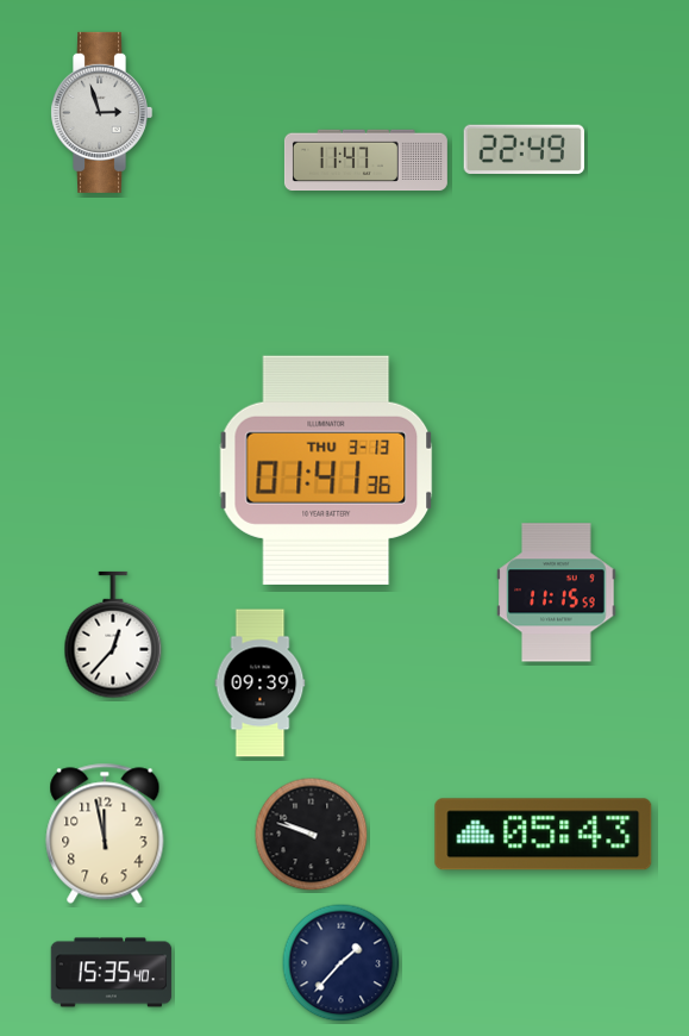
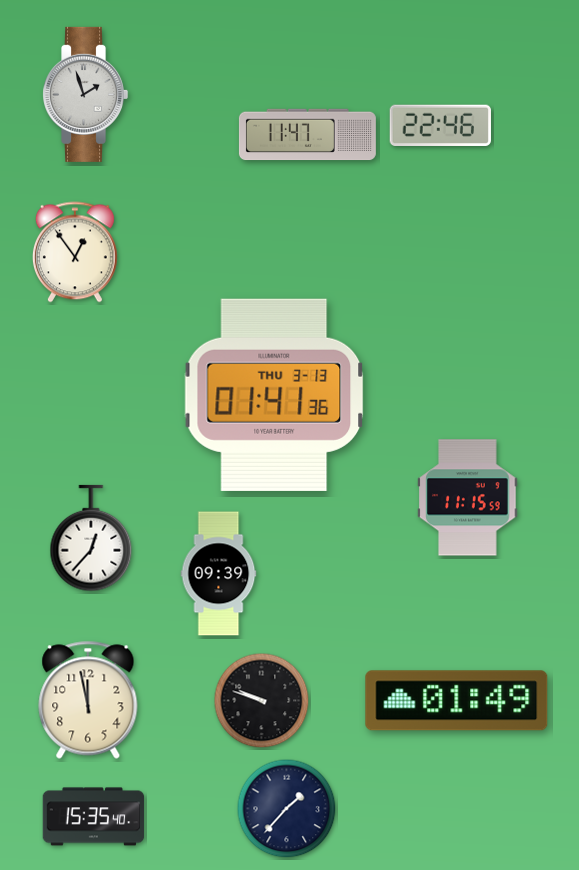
clock at (102, 112): 2:57 -> 1:57
clock at (524, 149): 22:49 -> 22:46
clock at (75, 252): none -> 12:54
clock at (113, 635) position: (113, 635) -> (91, 538)
clock at (544, 835): 05:43 -> 01:49
